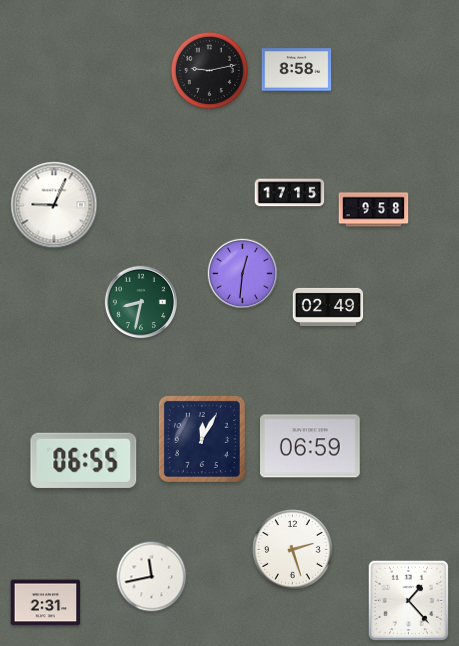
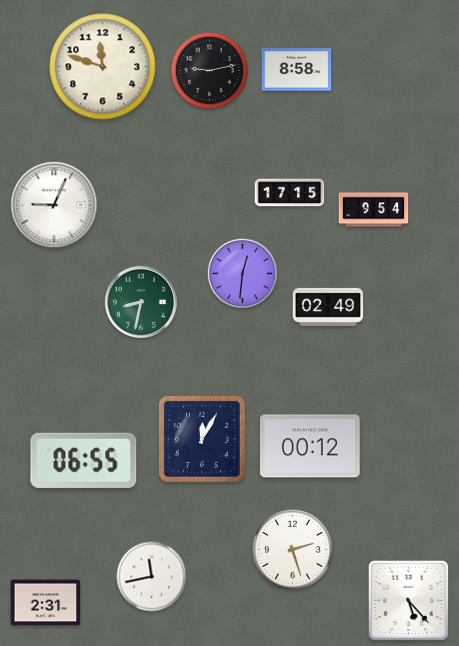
clock at (103, 67): none -> 11:48
clock at (374, 210): 9:58 -> 9:54
clock at (311, 446): 06:59 -> 00:12
clock at (408, 600): 1:23 -> 5:23
